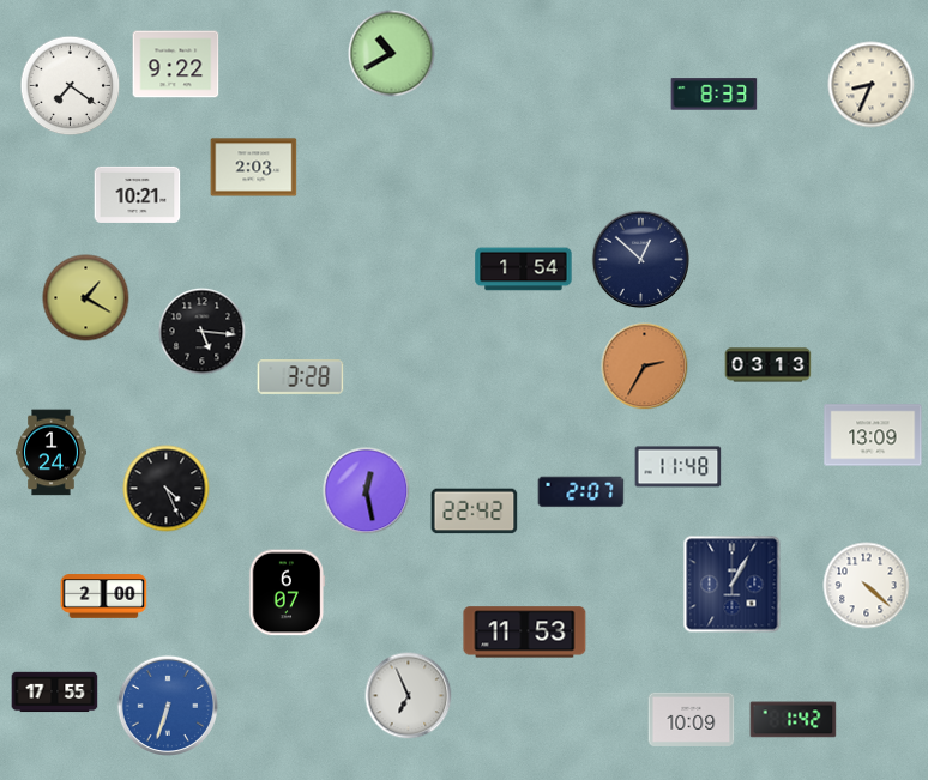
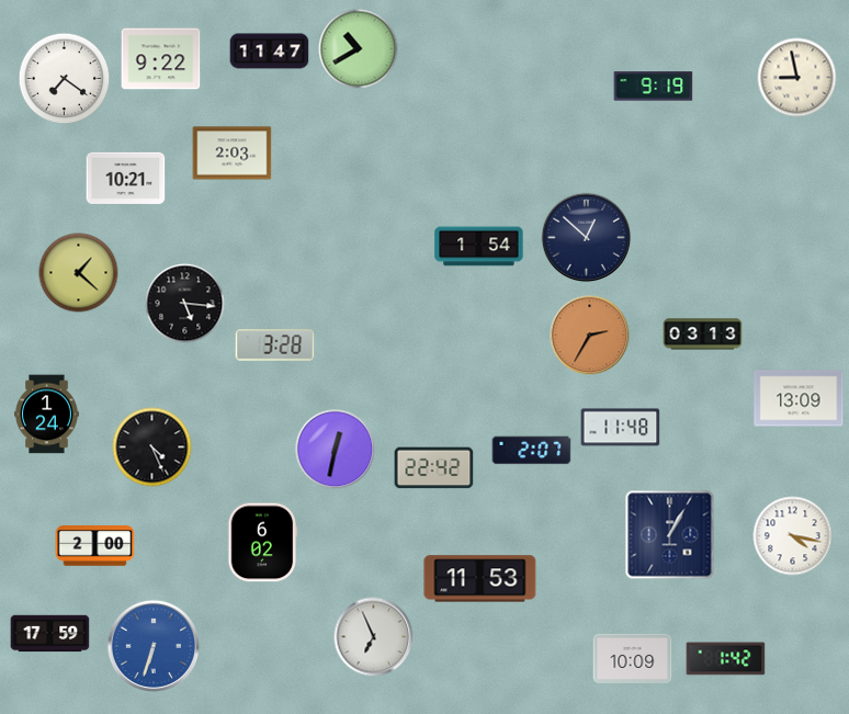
clock at (270, 52): none -> 11:47
clock at (872, 85): 8:34 -> 8:58
clock at (715, 95): 8:33 -> 9:19
clock at (86, 298): 1:20 -> 1:22
clock at (367, 491): 12:28 -> 12:32
clock at (867, 586): 4:22 -> 4:17
clock at (288, 593): 6:07 -> 6:02
clock at (55, 693): 17:55 -> 17:59
